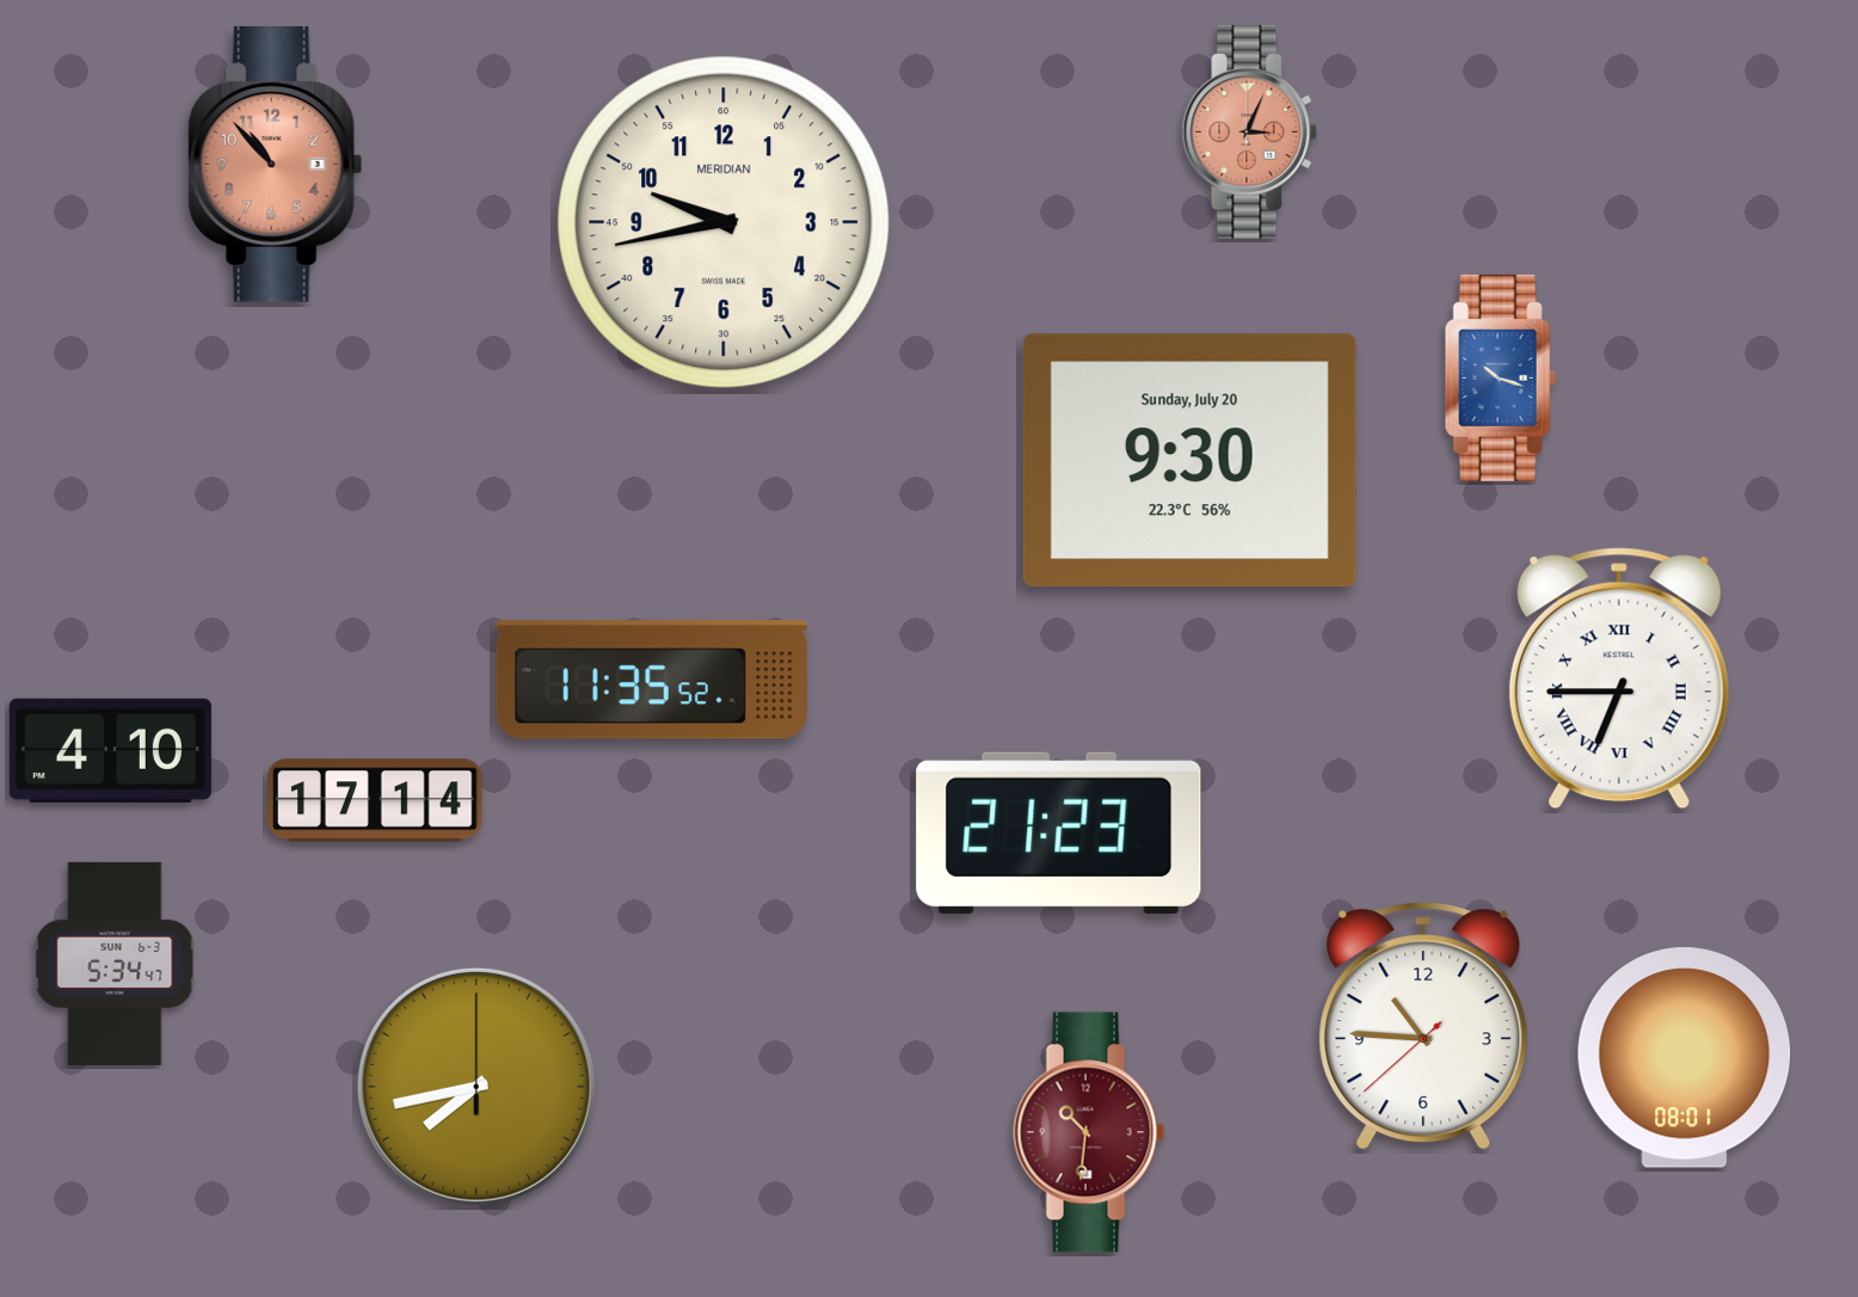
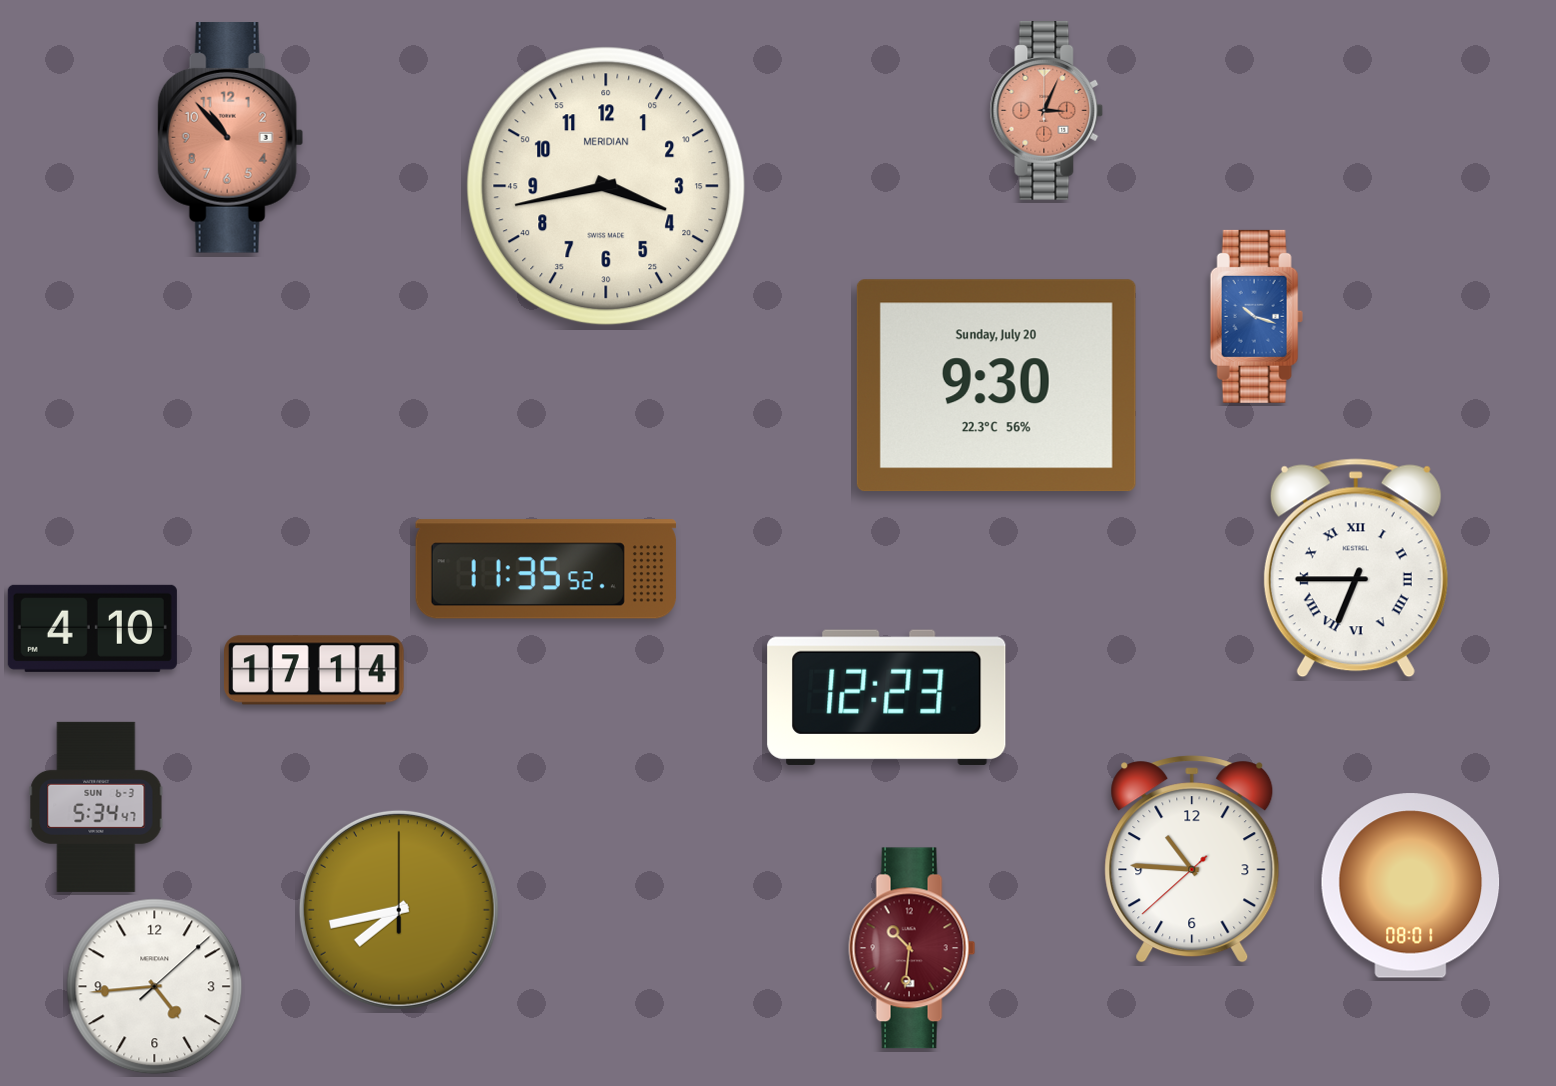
clock at (724, 222): 9:43 -> 3:43
clock at (1059, 832): 21:23 -> 12:23
clock at (155, 987): none -> 4:44
